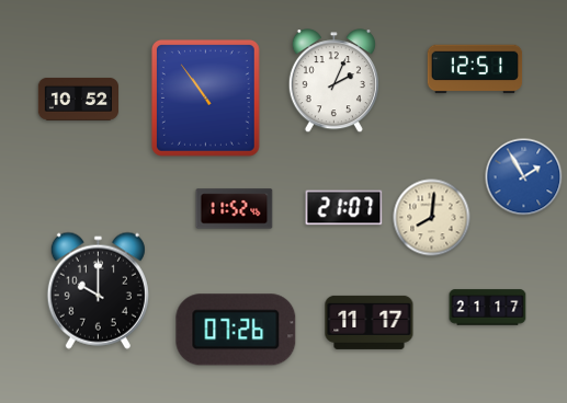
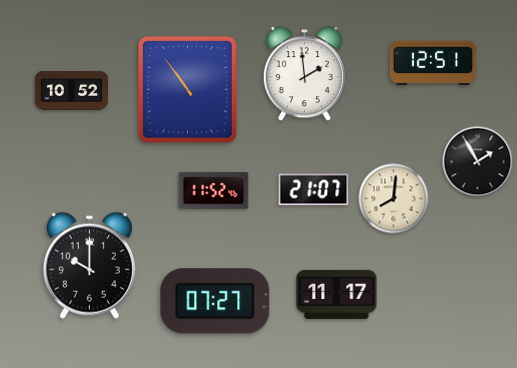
clock at (333, 81): 2:04 -> 1:59
clock at (524, 177) dial: blue -> black
clock at (488, 308): 21:17 -> none
clock at (236, 330): 07:26 -> 07:27
